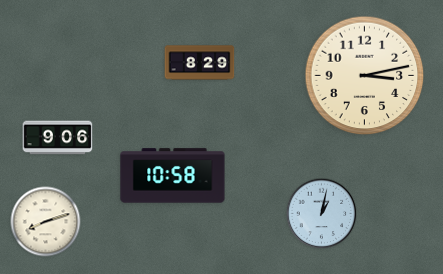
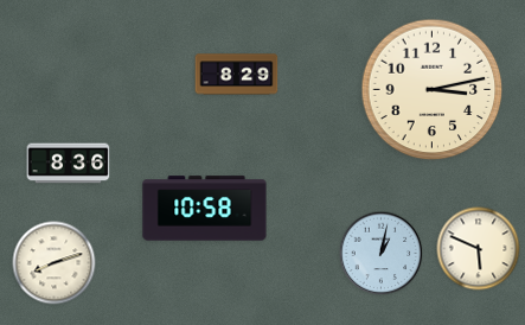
clock at (58, 138): 9:06 -> 8:36
clock at (479, 249): none -> 5:49
